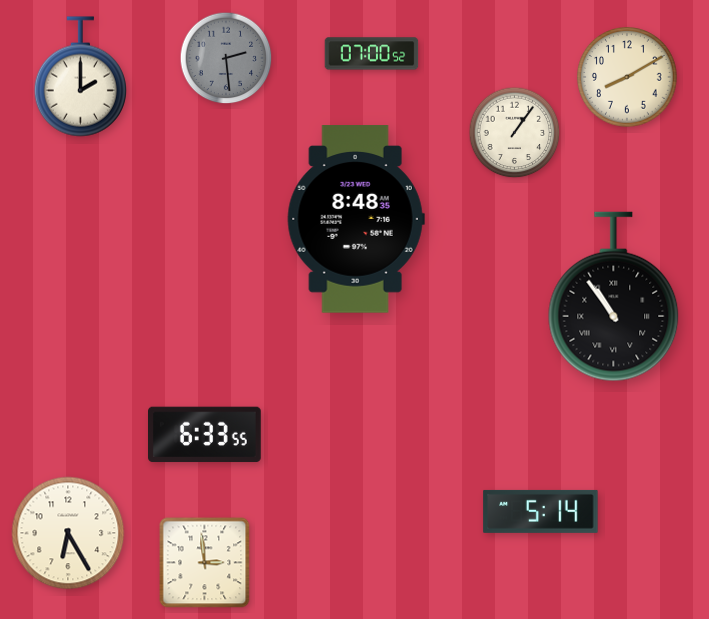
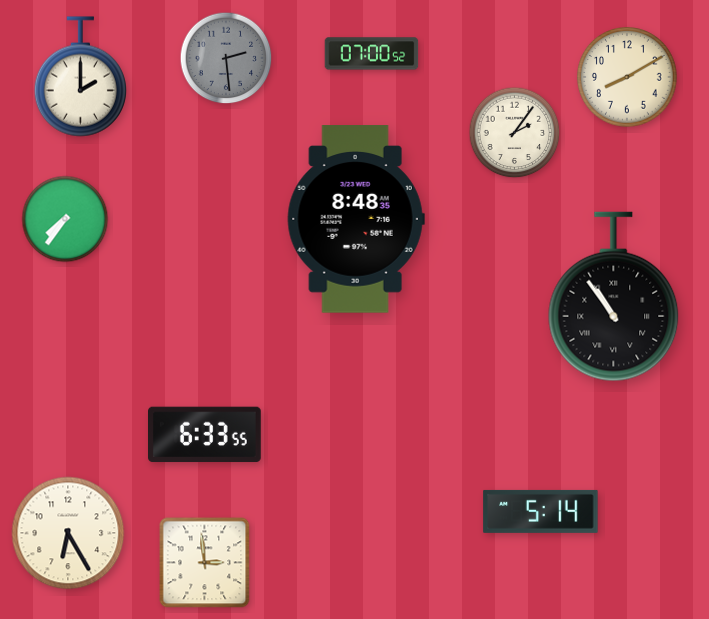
clock at (515, 133): 1:06 -> 2:06
clock at (65, 219): none -> 7:36
